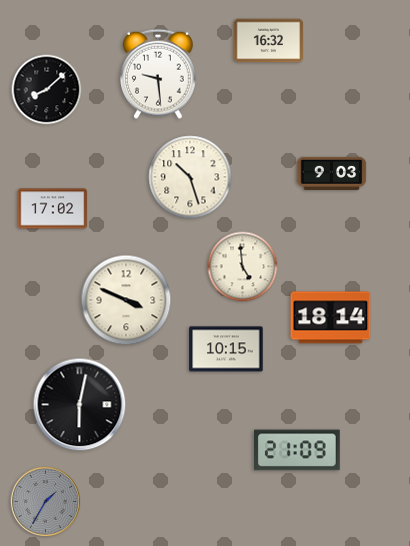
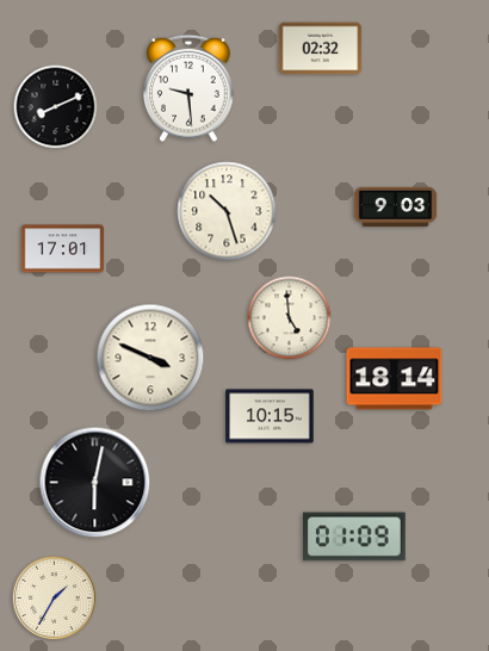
clock at (269, 41): 16:32 -> 02:32
clock at (47, 90): 8:08 -> 8:11
clock at (53, 209): 17:02 -> 17:01
clock at (298, 450): 21:09 -> 01:09
clock at (45, 501) dial: grey -> cream
